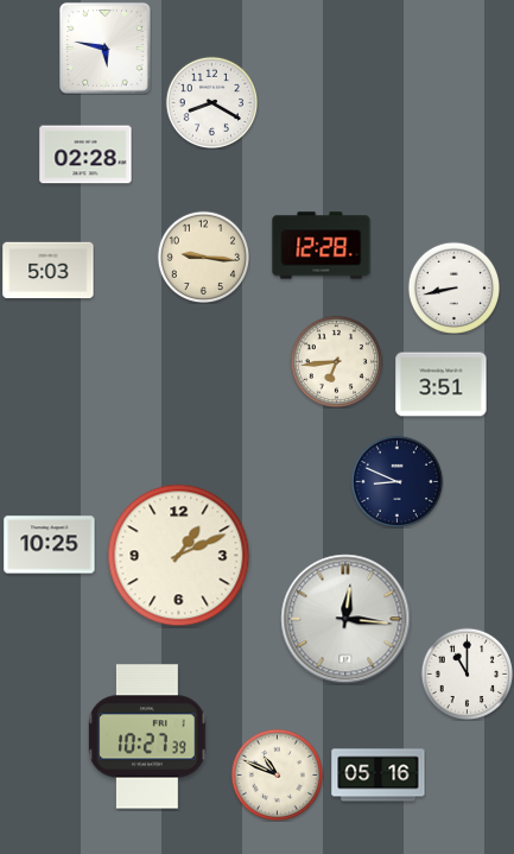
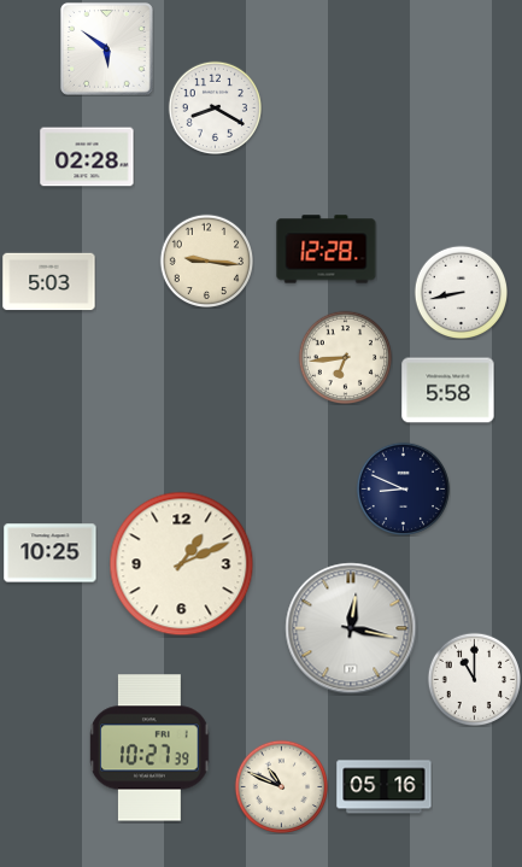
clock at (106, 49): 5:47 -> 5:51
clock at (211, 102) position: (211, 102) -> (215, 107)
clock at (49, 271) position: (49, 271) -> (49, 282)
clock at (336, 361) position: (336, 361) -> (345, 357)
clock at (442, 385): 3:51 -> 5:58
clock at (345, 619): 12:16 -> 12:17
clock at (467, 673) position: (467, 673) -> (474, 679)
